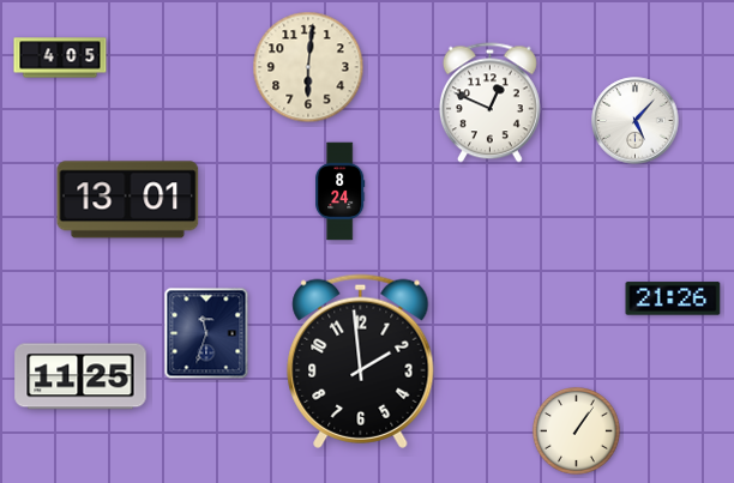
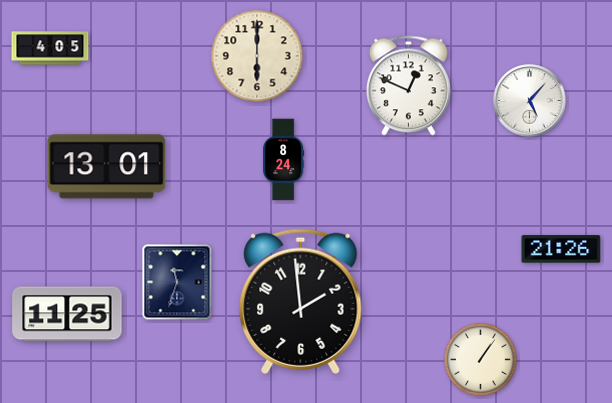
clock at (308, 67): 6:01 -> 6:00
clock at (206, 333) position: (206, 333) -> (177, 282)
